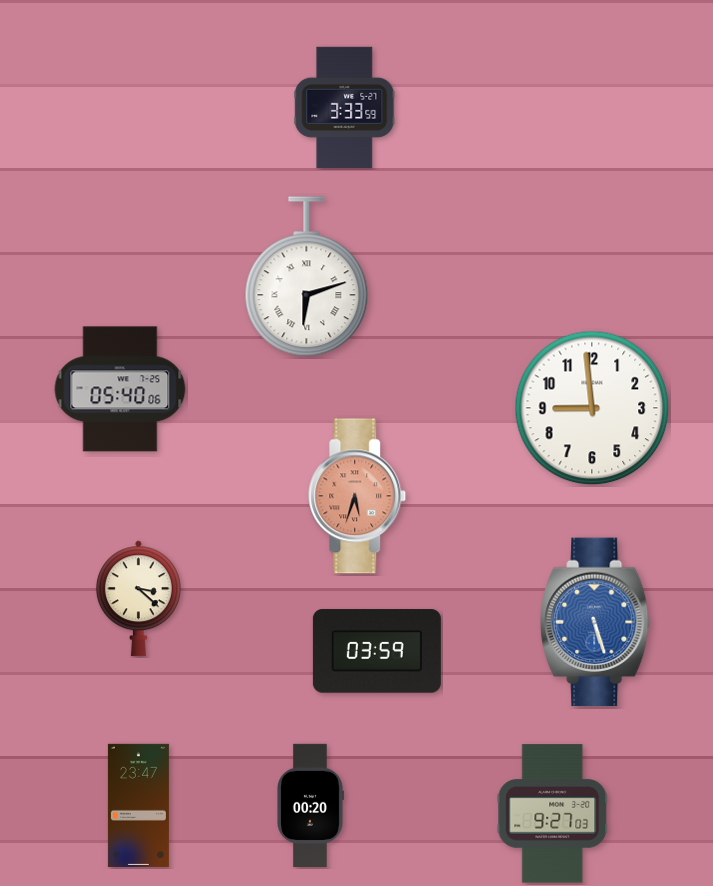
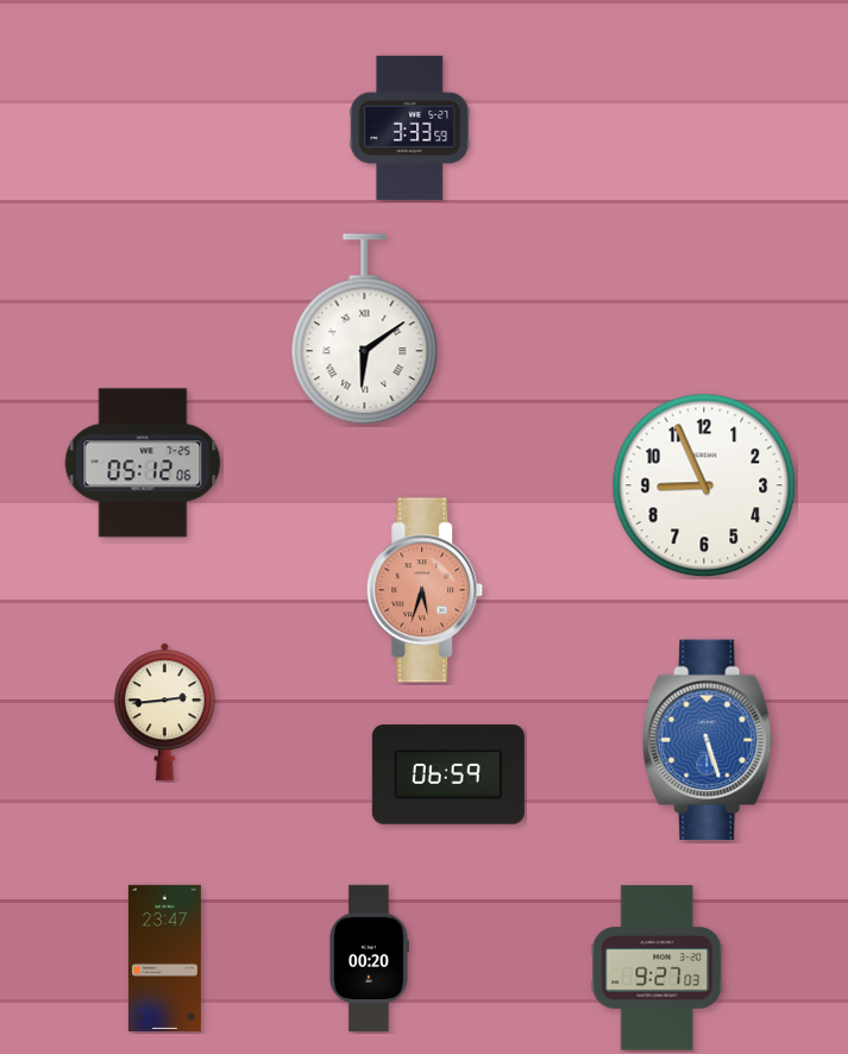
clock at (307, 277): 6:12 -> 6:09
clock at (120, 389): 05:40 -> 05:12
clock at (592, 408): 8:59 -> 8:56
clock at (138, 599): 3:22 -> 2:44
clock at (377, 651): 03:59 -> 06:59
